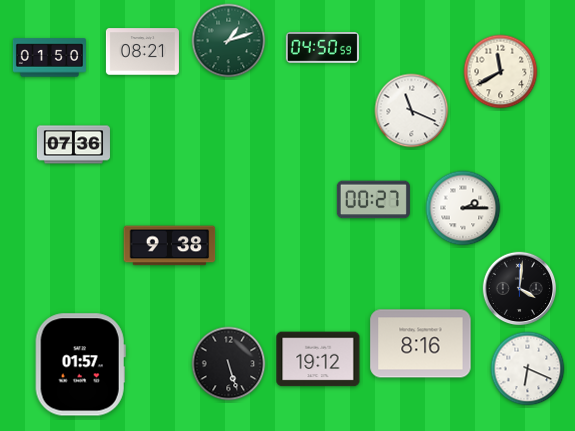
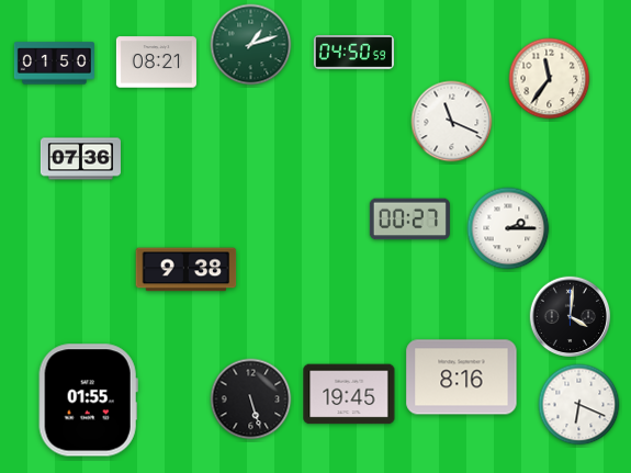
clock at (142, 52) position: (142, 52) -> (156, 63)
clock at (501, 72): 11:40 -> 11:36
clock at (318, 359): 19:12 -> 19:45
clock at (80, 365): 01:57 -> 01:55
